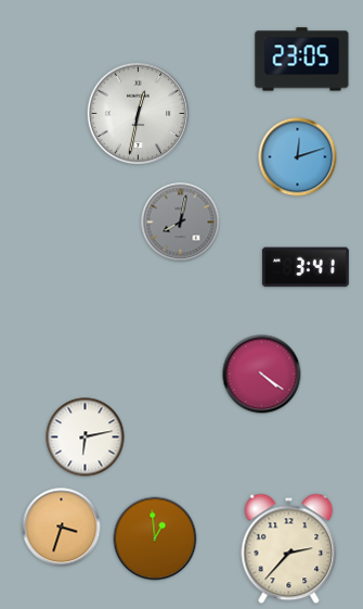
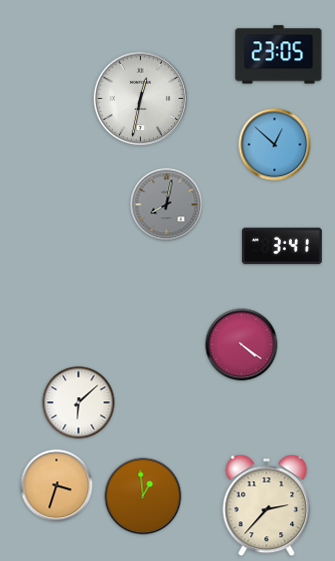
clock at (139, 114) position: (139, 114) -> (141, 99)
clock at (298, 157): 12:12 -> 12:52
clock at (86, 437): 6:13 -> 6:08
